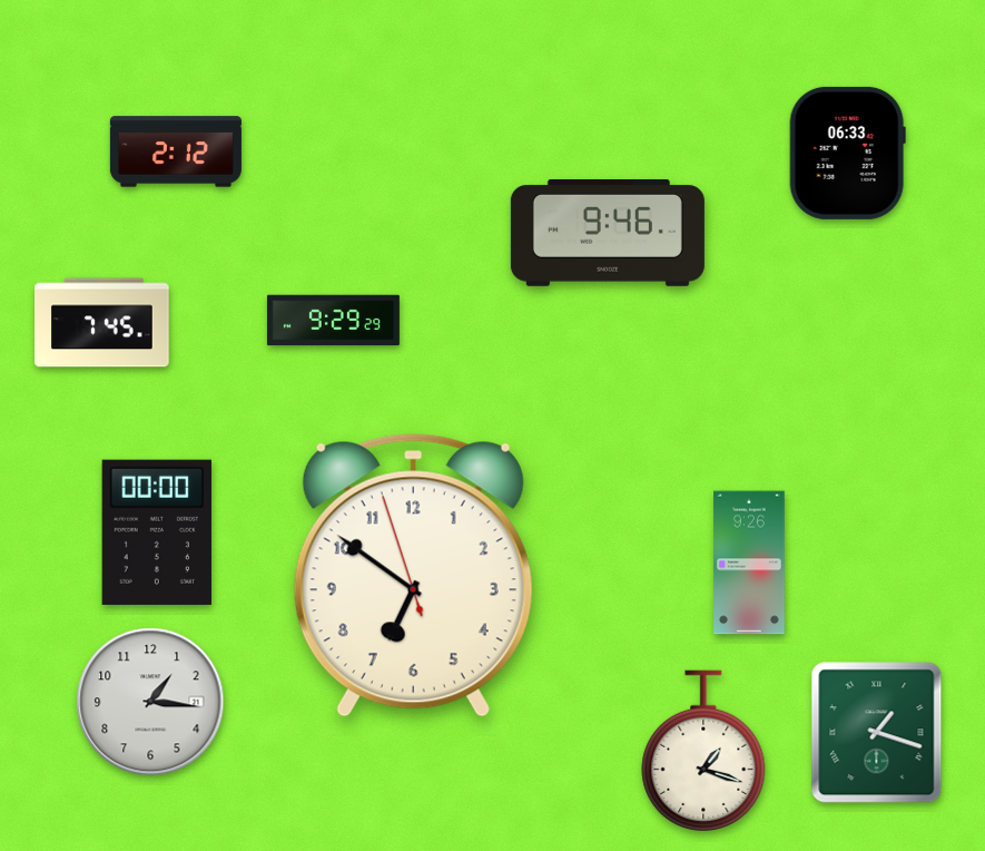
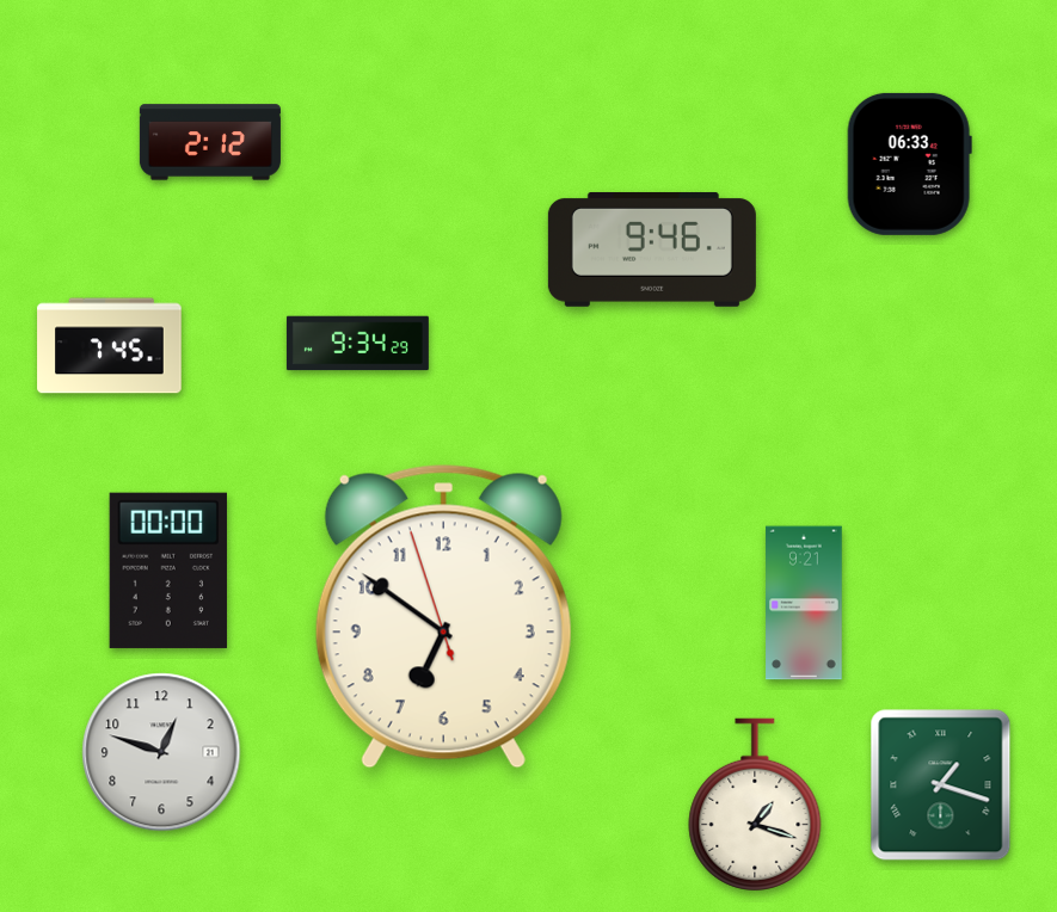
clock at (176, 151) position: (176, 151) -> (210, 142)
clock at (333, 321): 9:29 -> 9:34
clock at (749, 563): 9:26 -> 9:21
clock at (150, 702): 1:16 -> 12:48
